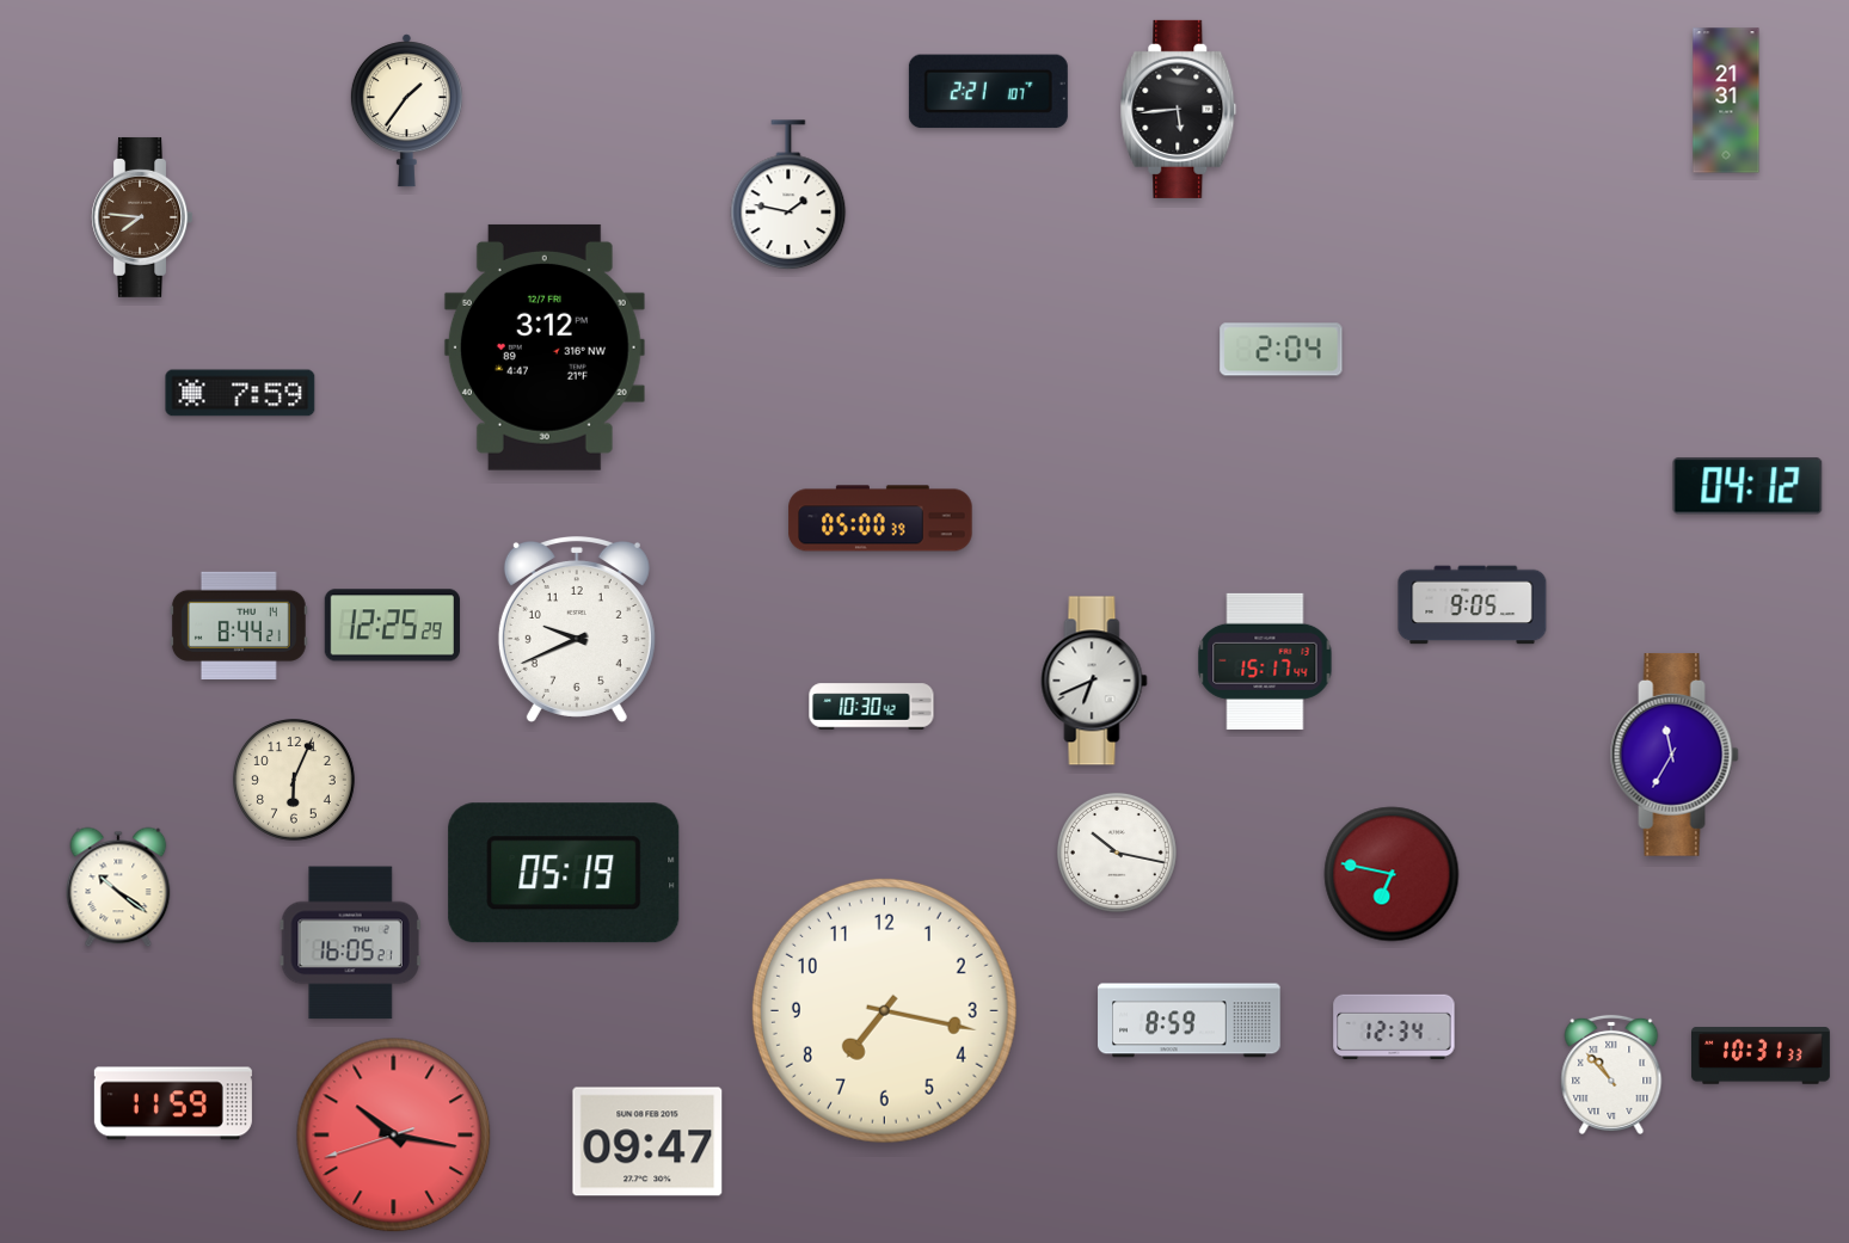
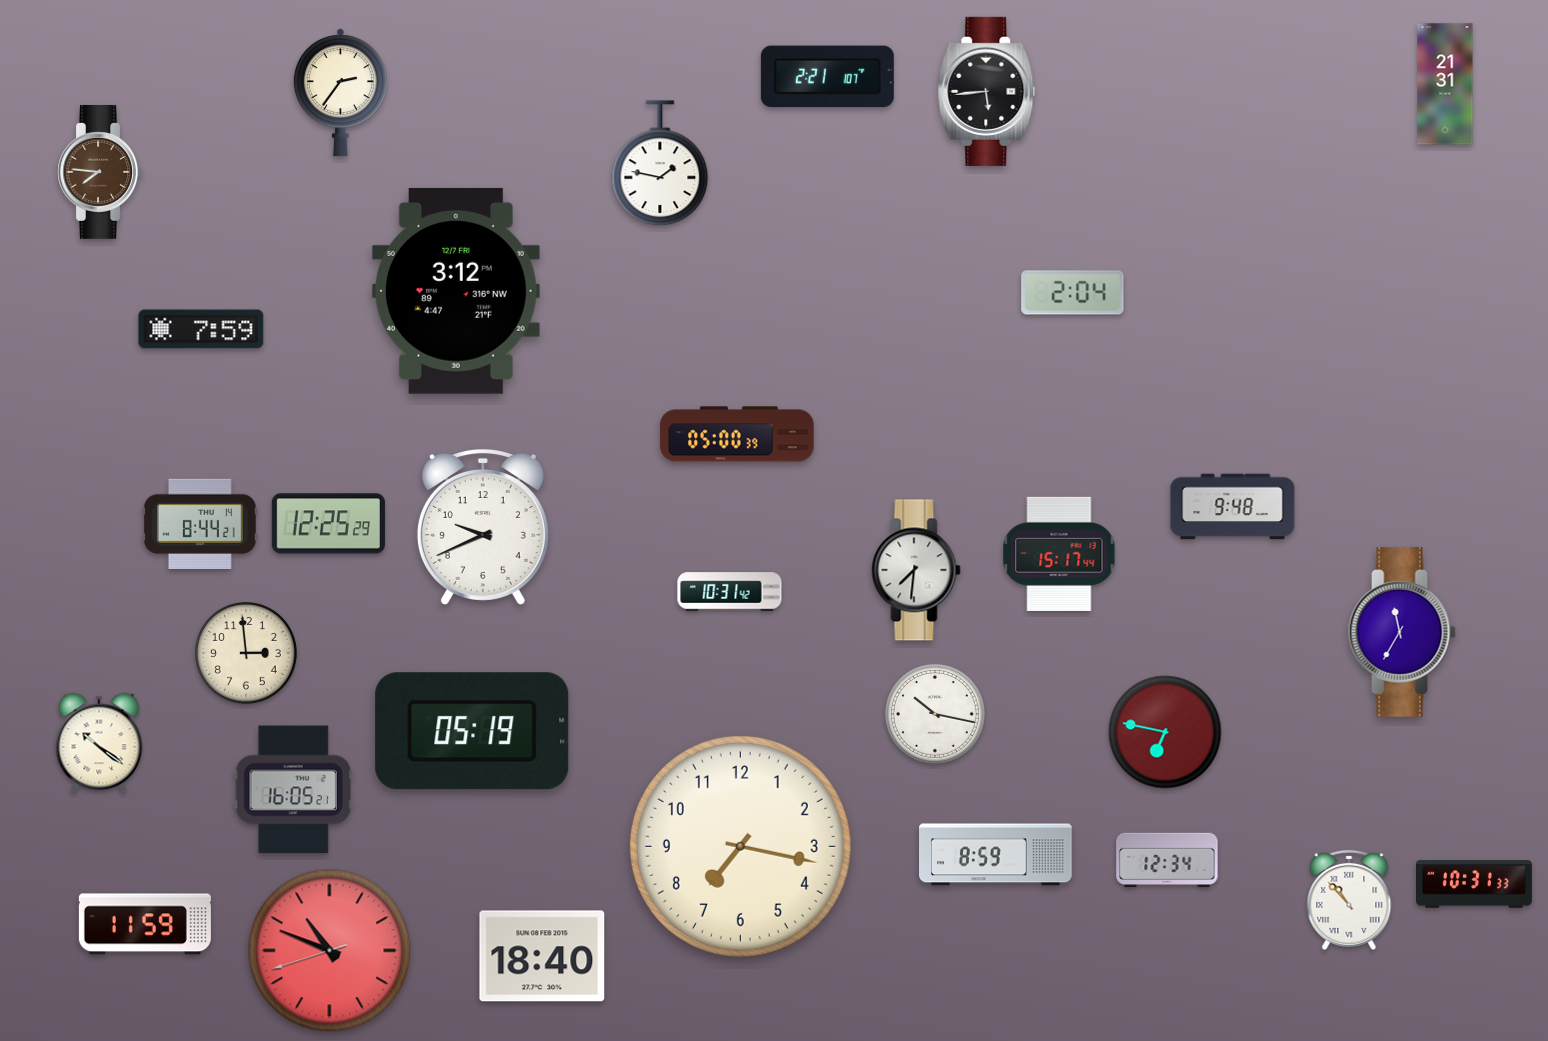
clock at (406, 111): 1:36 -> 2:36
clock at (142, 217) position: (142, 217) -> (100, 172)
clock at (1747, 486): 04:12 -> none
clock at (1473, 605): 9:05 -> 9:48
clock at (1094, 681): 6:41 -> 7:31
clock at (872, 707): 10:30 -> 10:31
clock at (295, 781): 6:04 -> 2:59
clock at (394, 1136): 10:16 -> 10:48
clock at (647, 1142): 09:47 -> 18:40
